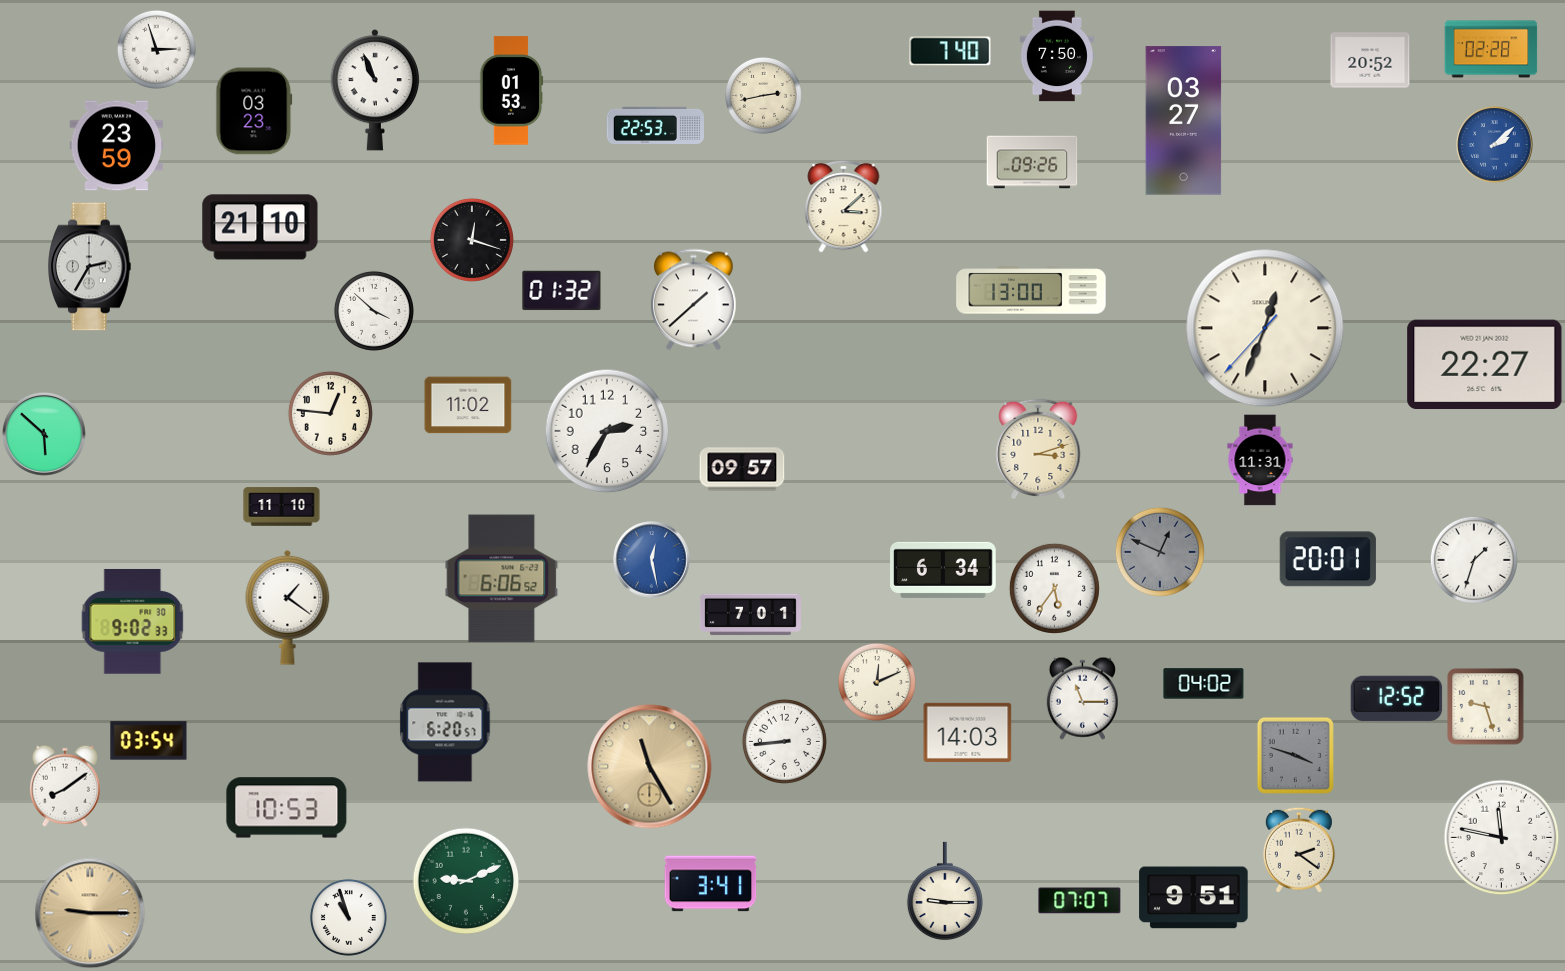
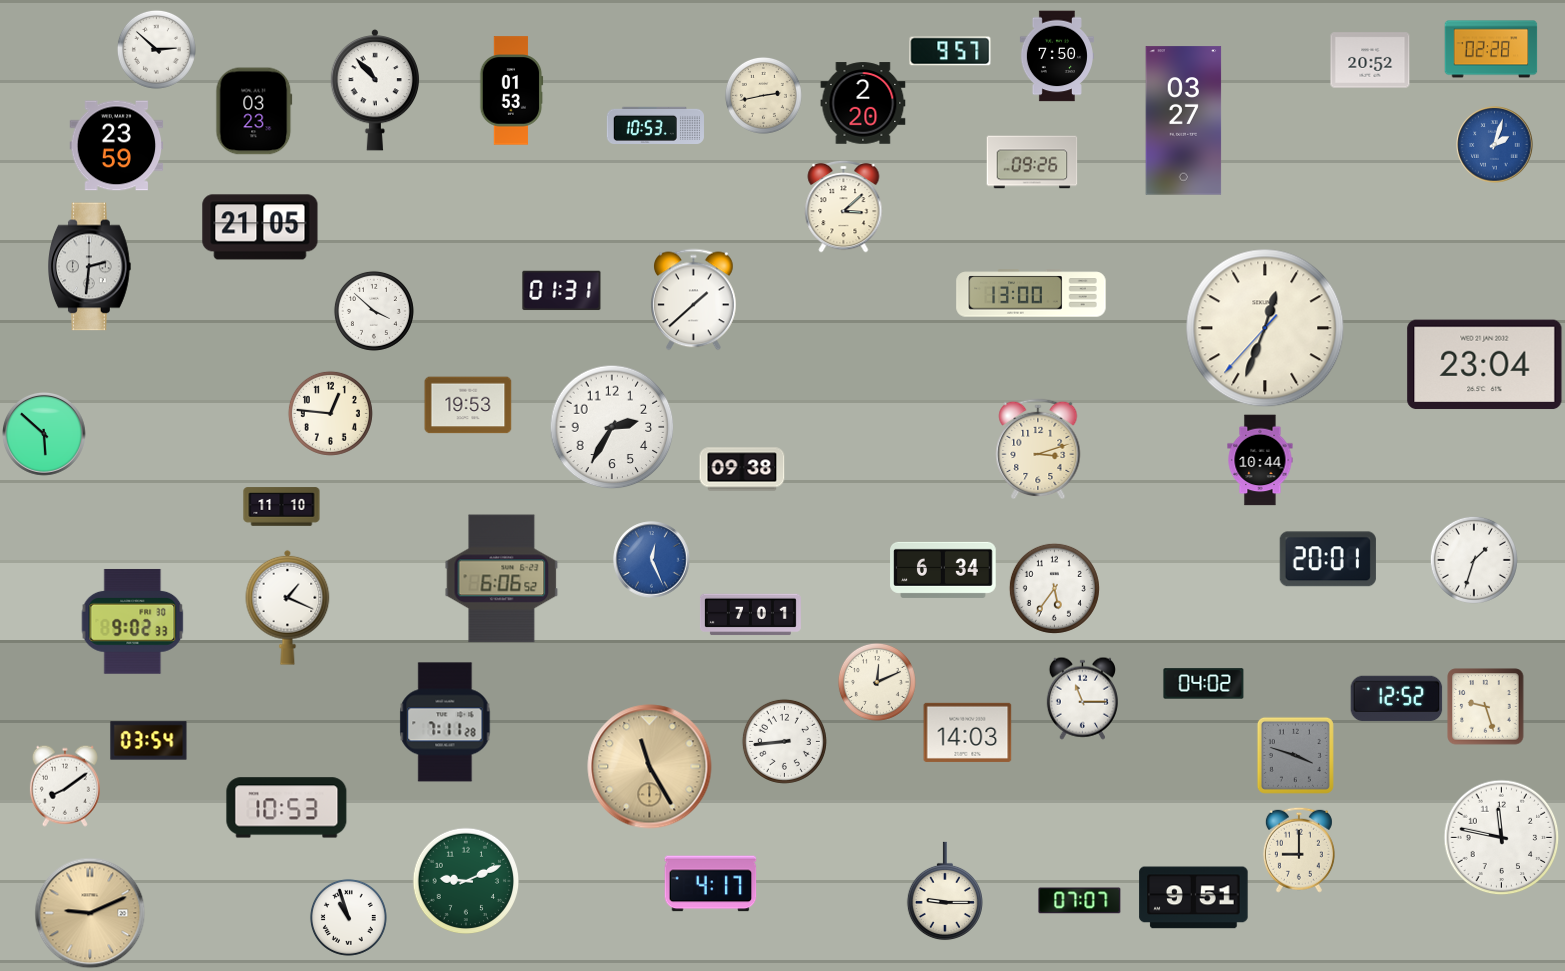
clock at (156, 49): 2:57 -> 2:52
clock at (950, 51): 7:40 -> 9:57
clock at (375, 90): 10:56 -> 10:53
clock at (863, 103): none -> 2:20
clock at (655, 125): 22:53 -> 10:53
clock at (1495, 145): 2:08 -> 2:03
clock at (260, 227): 21:10 -> 21:05
clock at (472, 240): 12:18 -> none
clock at (90, 267): 2:35 -> 2:31
clock at (1031, 290) position: (1031, 290) -> (1031, 293)
clock at (562, 291): 01:32 -> 01:31
clock at (1485, 365): 22:27 -> 23:04
clock at (468, 405): 11:02 -> 19:53
clock at (607, 431) position: (607, 431) -> (612, 427)
clock at (1260, 460): 11:31 -> 10:44
clock at (742, 469): 09:57 -> 09:38
clock at (1160, 552): 12:49 -> none
clock at (652, 560): 12:28 -> 12:26
clock at (288, 607): 1:21 -> 1:19
clock at (445, 722): 6:20 -> 7:11
clock at (1299, 850): 2:21 -> 9:00
clock at (711, 884): 3:41 -> 4:17
clock at (90, 913): 9:15 -> 9:11
